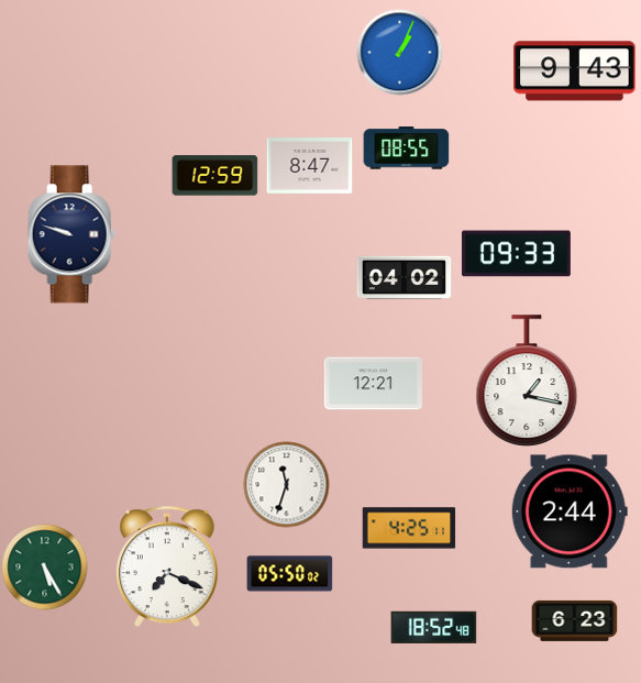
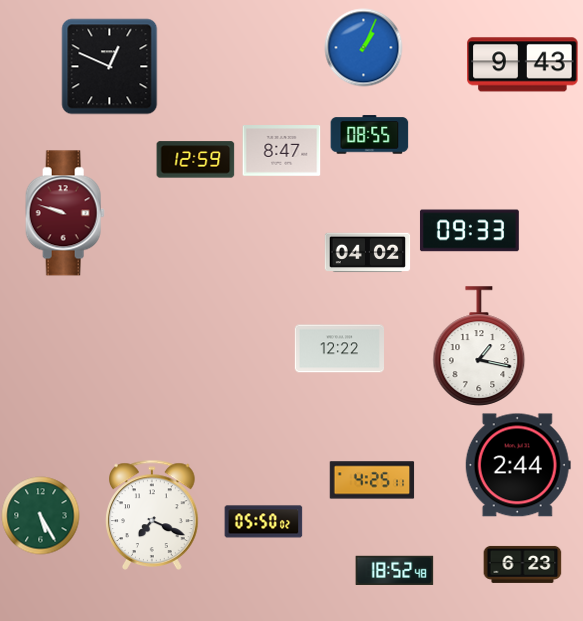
clock at (109, 66): none -> 12:49
clock at (71, 234) dial: navy -> burgundy
clock at (373, 384): 12:21 -> 12:22
clock at (286, 484): 11:33 -> none
